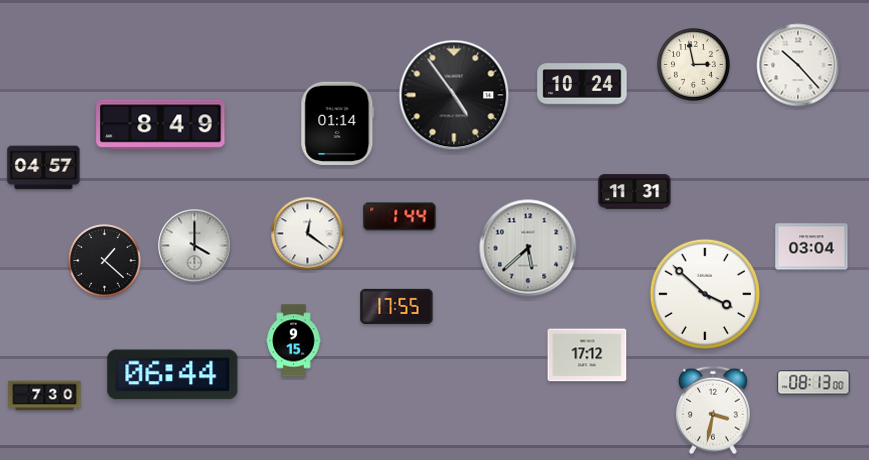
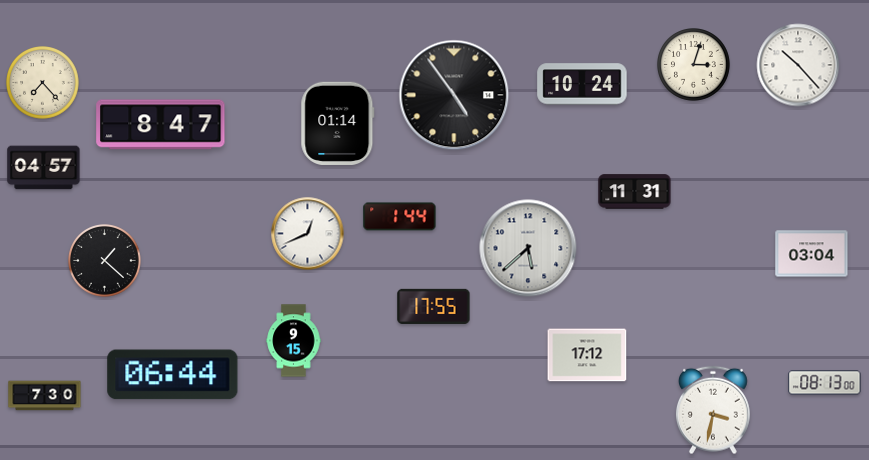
clock at (694, 65): 2:58 -> 3:03
clock at (43, 83): none -> 7:23
clock at (161, 125): 8:49 -> 8:47
clock at (308, 234): 12:21 -> 12:41
clock at (195, 246): 4:00 -> none
clock at (812, 247) position: (812, 247) -> (812, 254)
clock at (704, 293): 3:52 -> none
clock at (397, 306) position: (397, 306) -> (434, 306)
clock at (814, 383) position: (814, 383) -> (825, 383)
